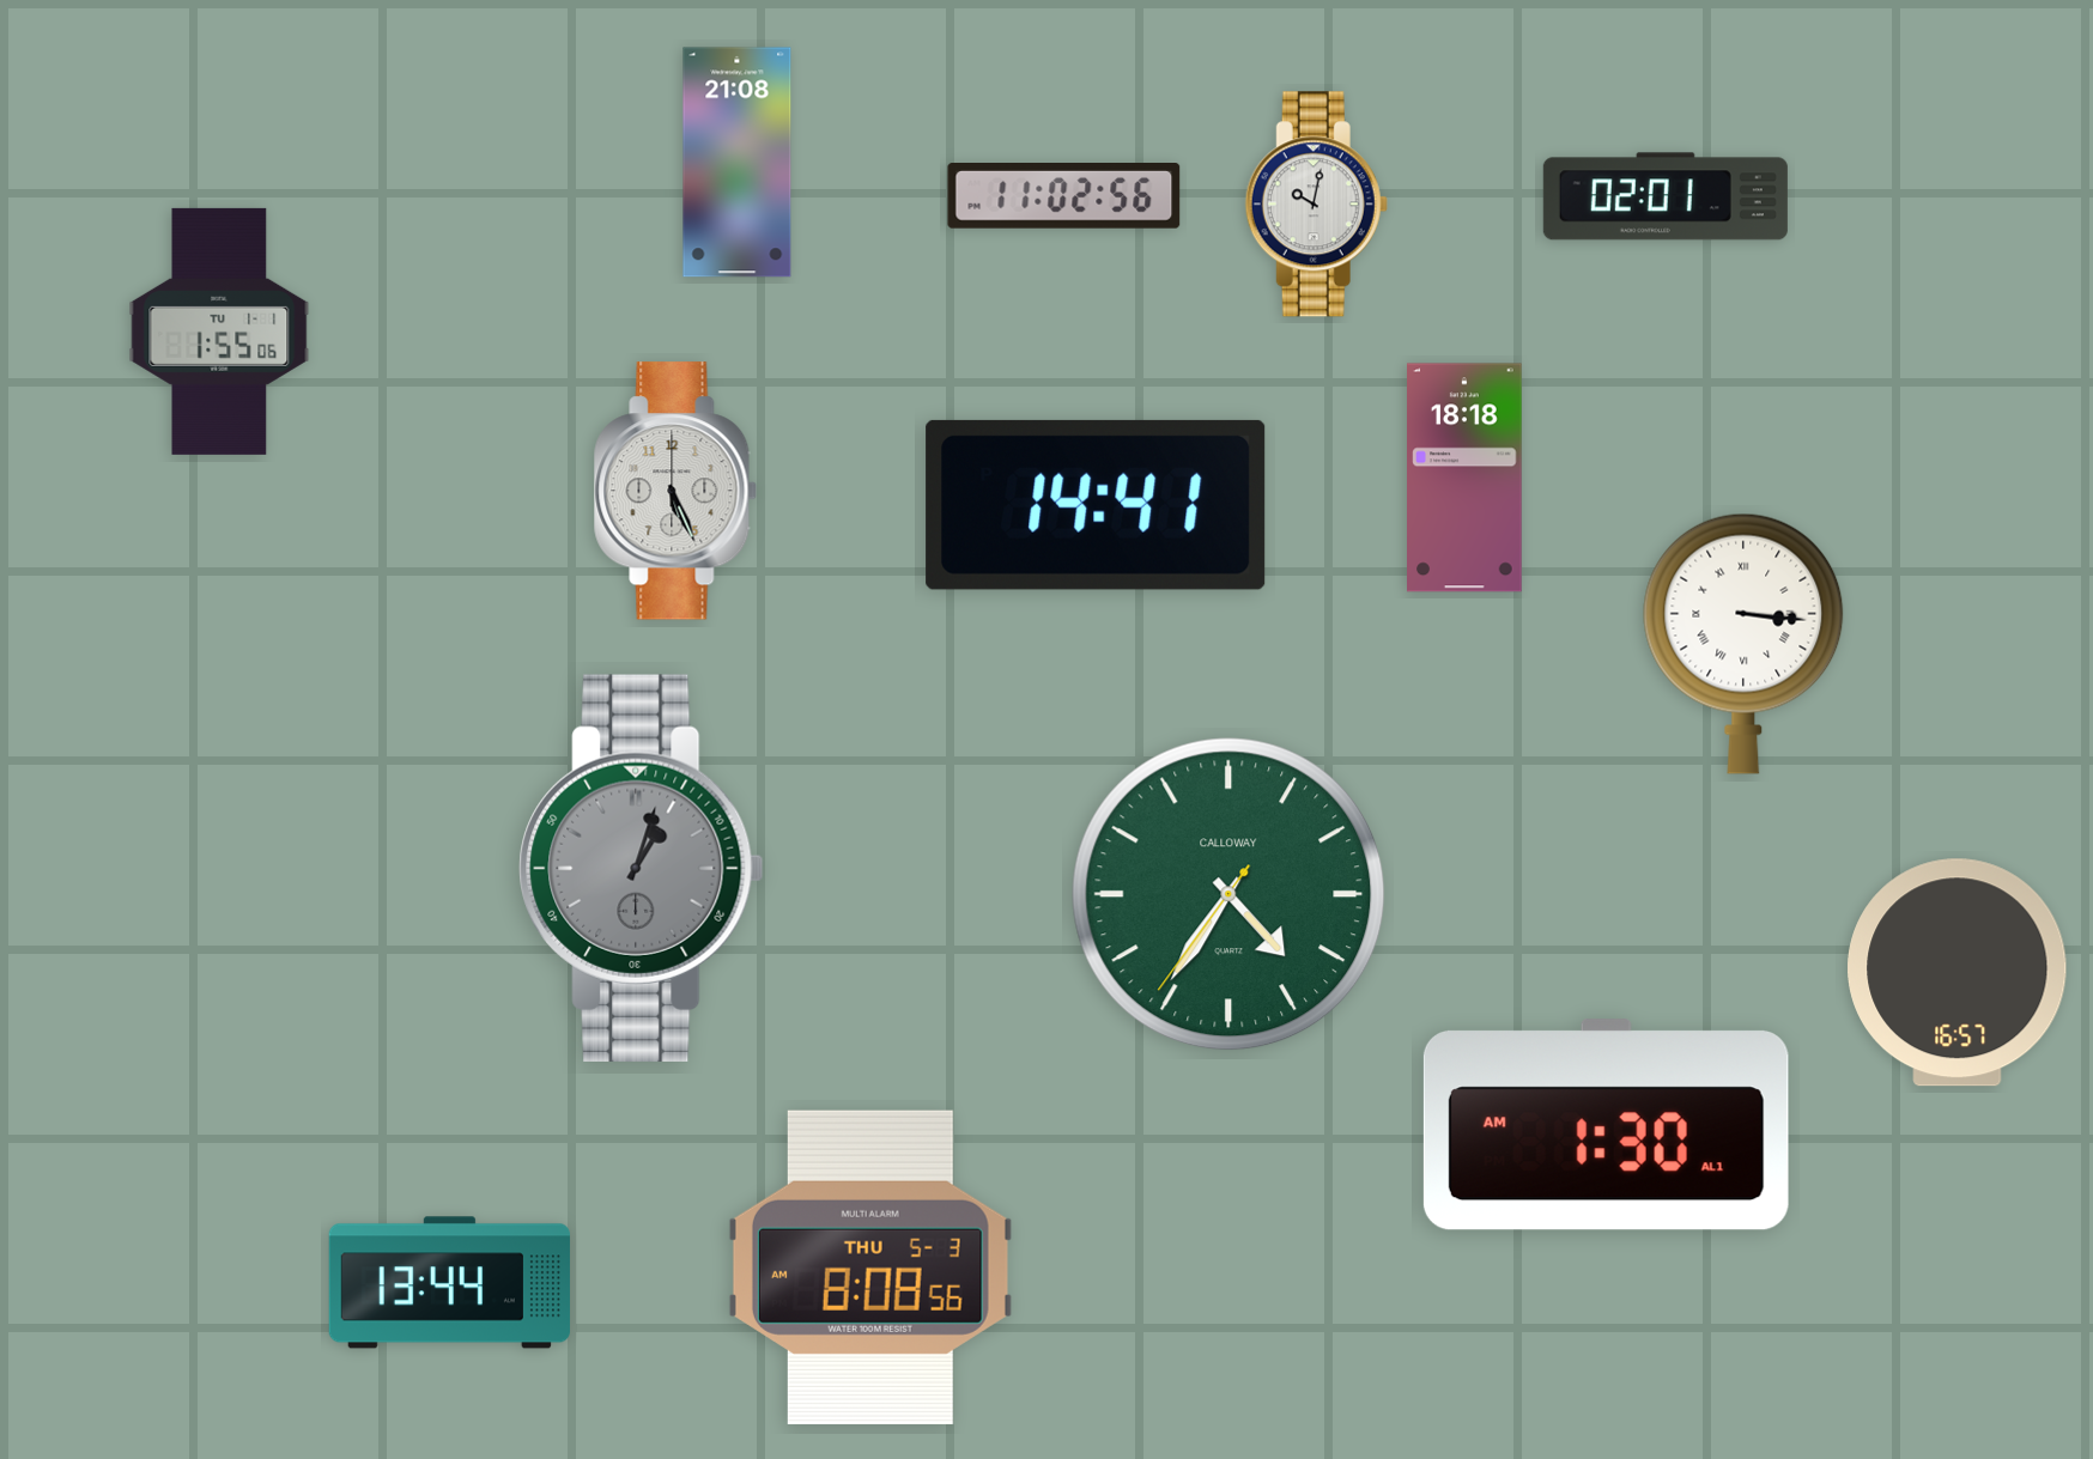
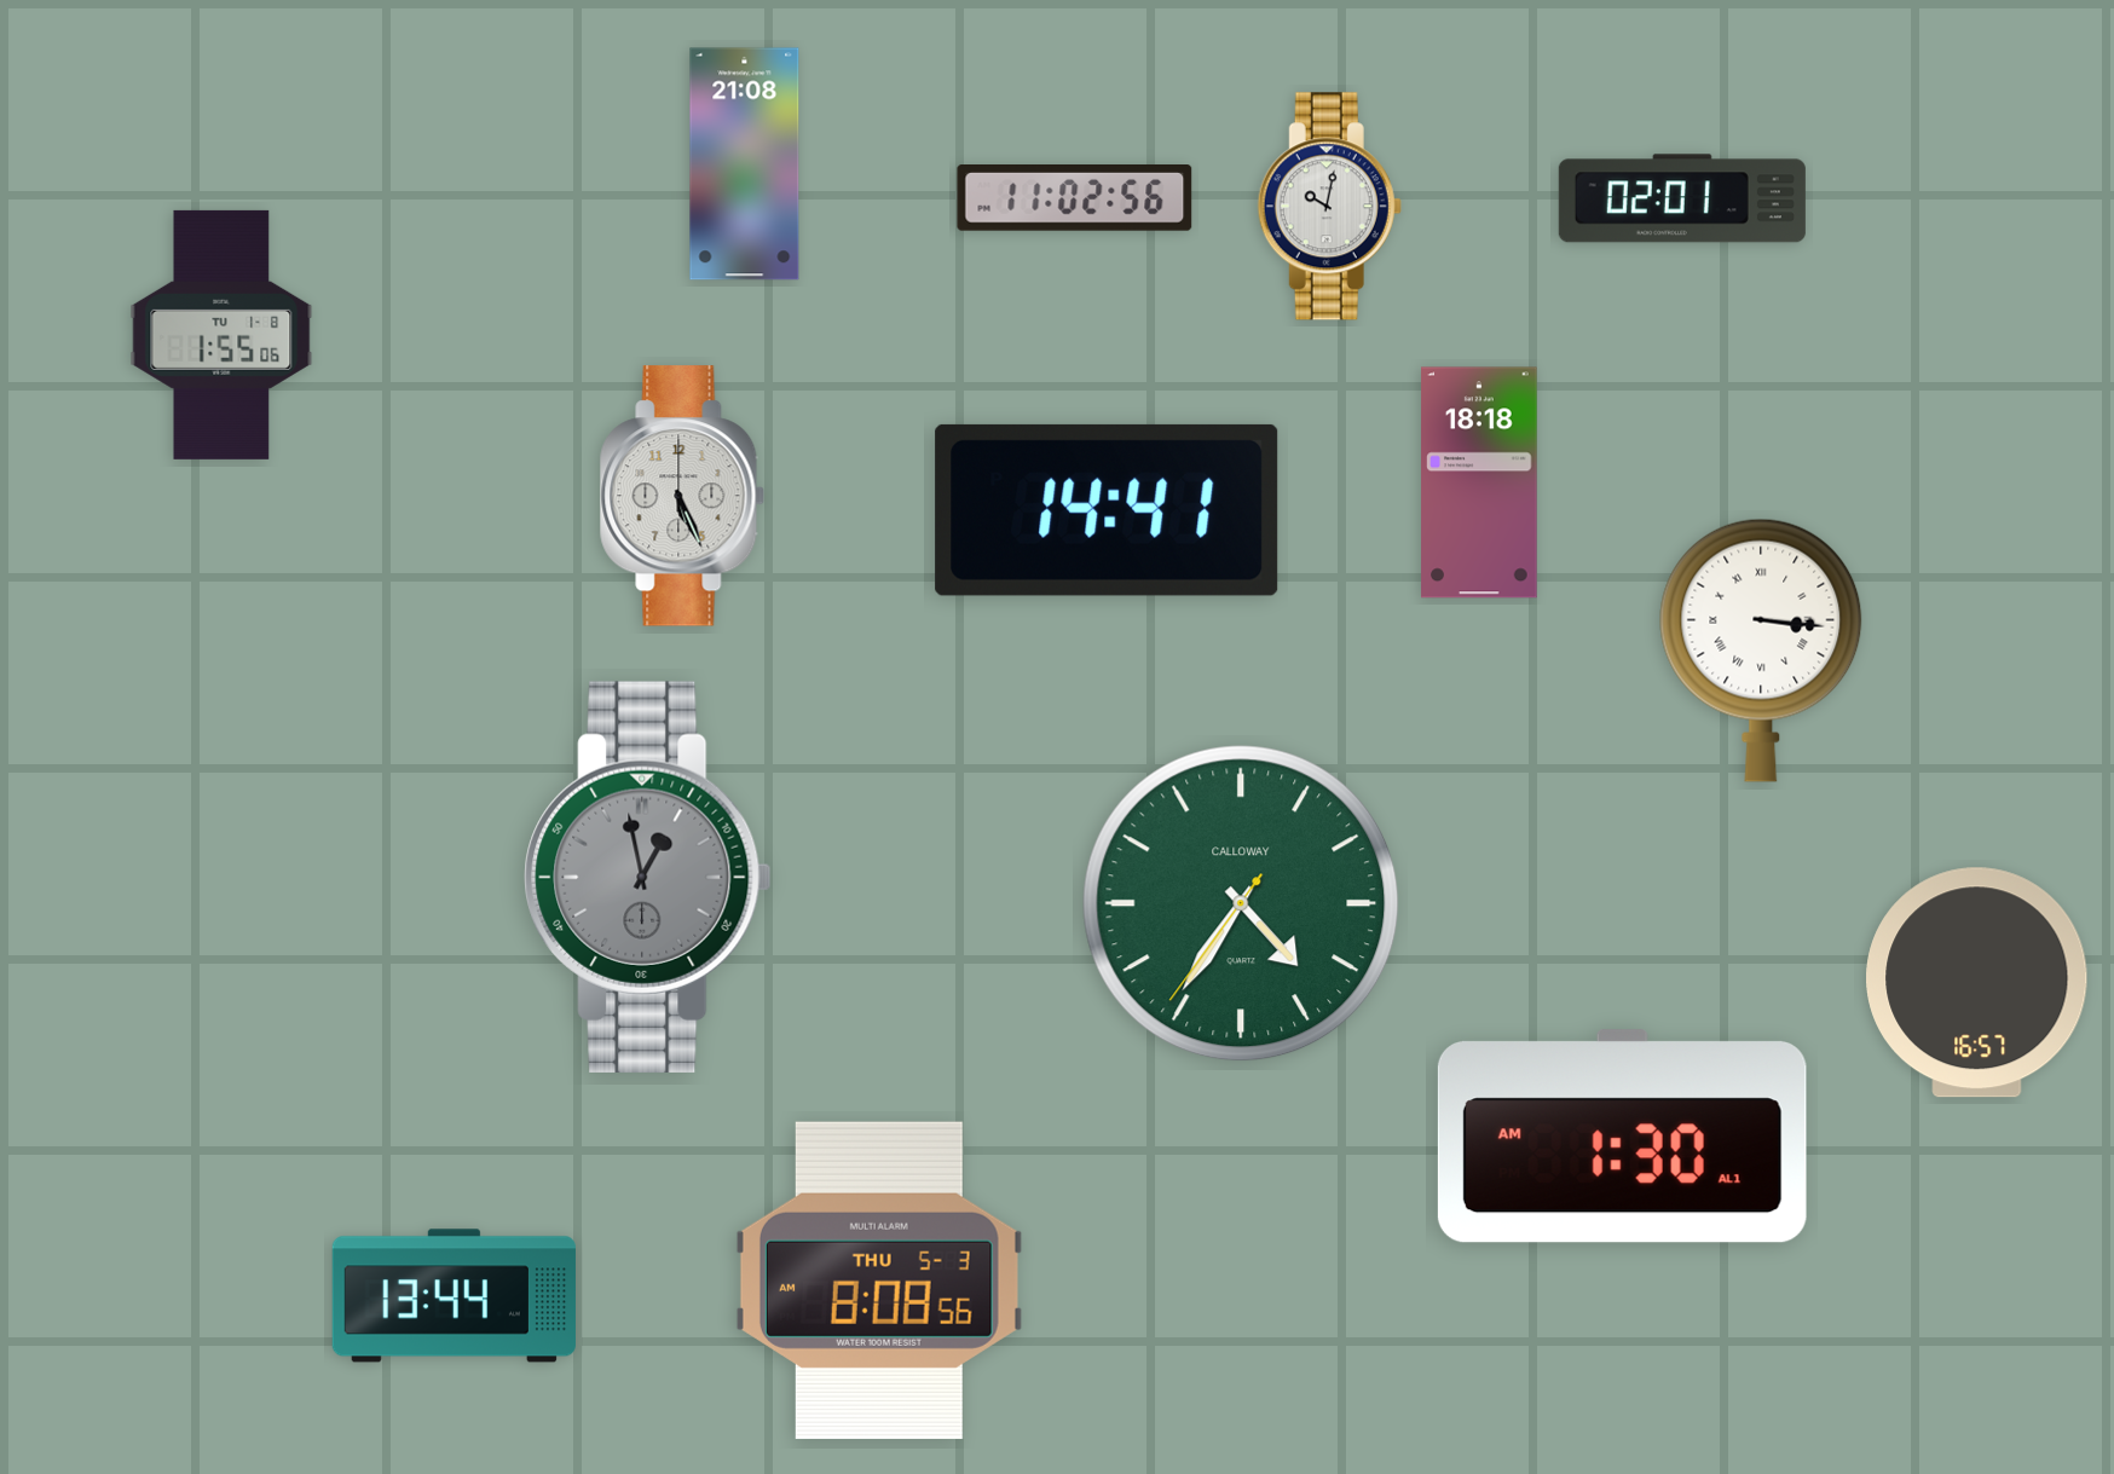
clock at (219, 332) date: TU 1-1 -> TU 1-8
clock at (642, 868): 1:03 -> 12:58
